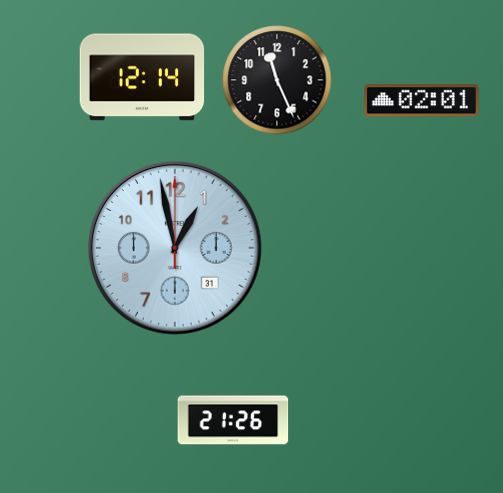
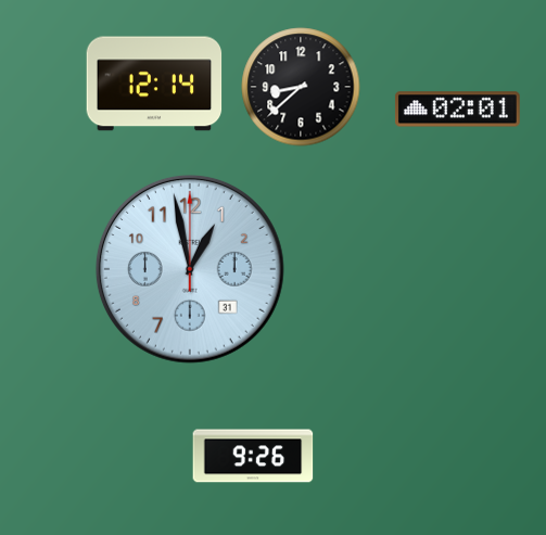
clock at (277, 80): 11:26 -> 8:38
clock at (233, 420): 21:26 -> 9:26
